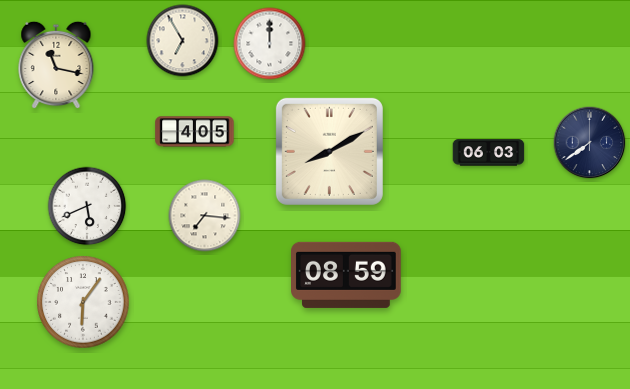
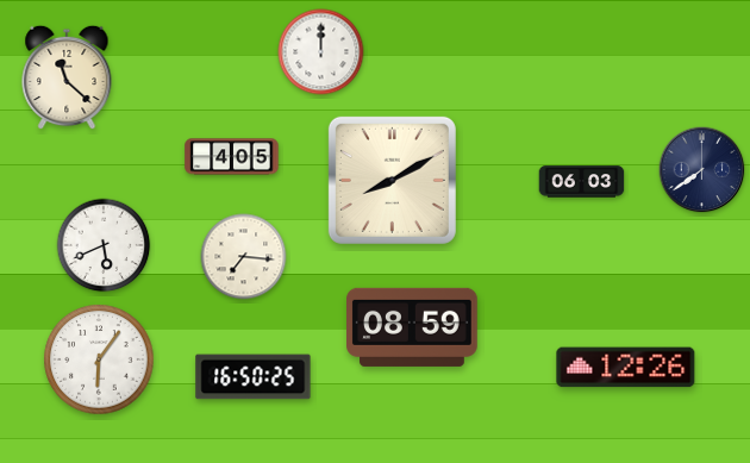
clock at (183, 41): 6:55 -> none
clock at (56, 65): 11:17 -> 11:22
clock at (626, 368): none -> 12:26
clock at (254, 377): none -> 16:50
